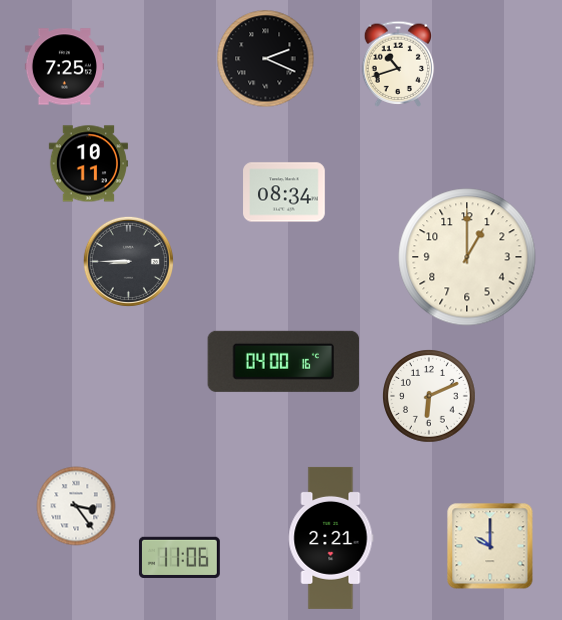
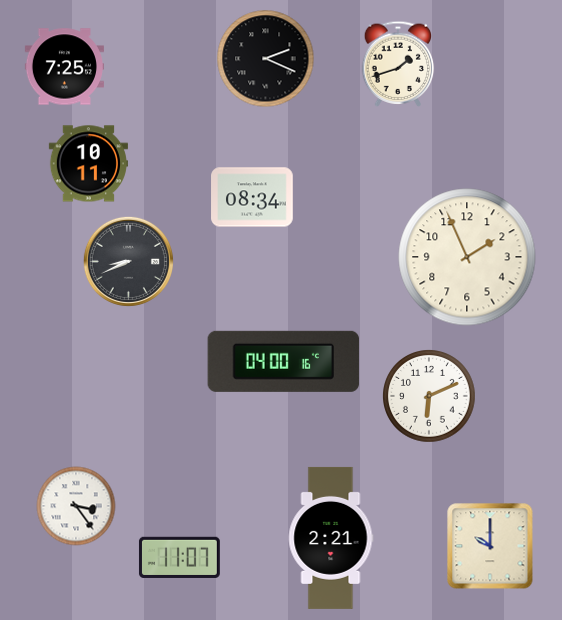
clock at (398, 64): 10:42 -> 1:42
clock at (284, 192) position: (284, 192) -> (252, 197)
clock at (467, 257): 1:00 -> 1:56
clock at (128, 261): 8:45 -> 8:41
clock at (179, 557): 11:06 -> 11:07
